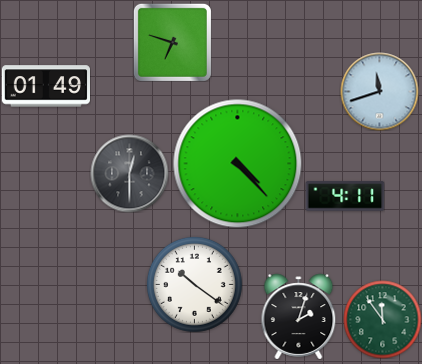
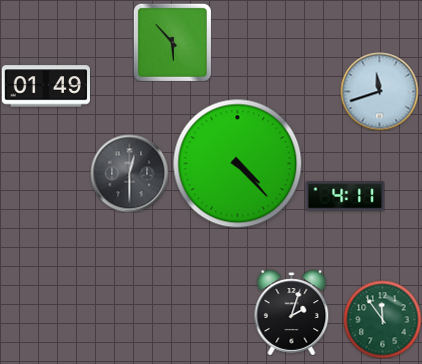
clock at (172, 42): 6:48 -> 5:53
clock at (194, 284): 10:21 -> none
clock at (299, 316) position: (299, 316) -> (292, 312)
